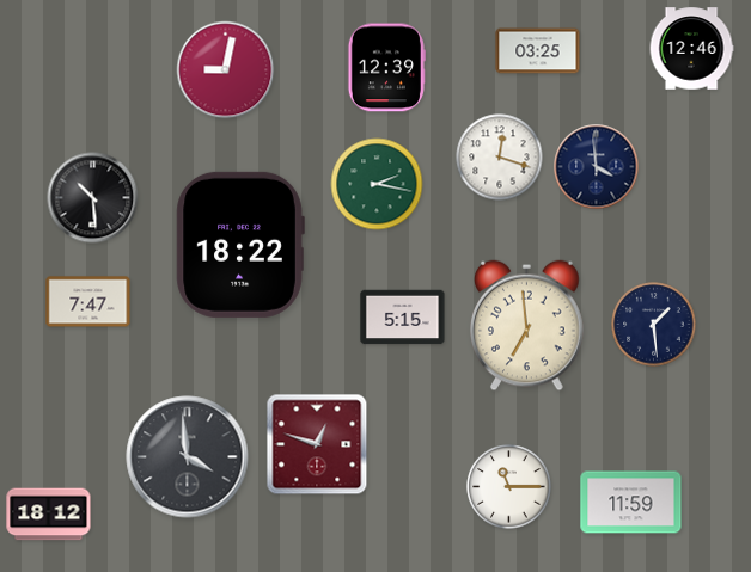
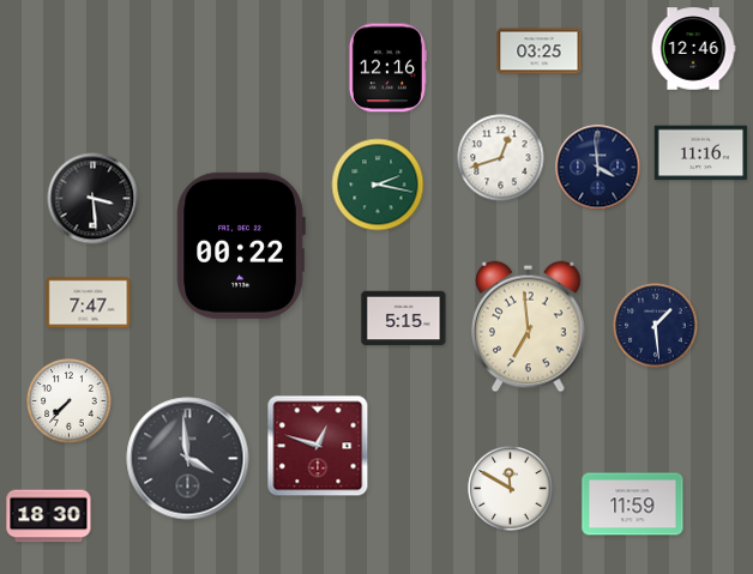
clock at (386, 68): 12:39 -> 12:16
clock at (226, 70): 9:02 -> none
clock at (701, 153): none -> 11:16
clock at (500, 158): 12:18 -> 12:42
clock at (93, 198): 10:29 -> 3:29
clock at (240, 245): 18:22 -> 00:22
clock at (70, 401): none -> 7:37
clock at (509, 487): 11:15 -> 11:50
clock at (49, 515): 18:12 -> 18:30
